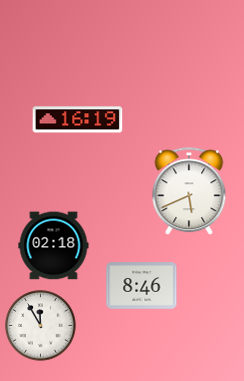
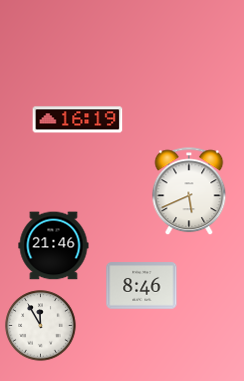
clock at (54, 246): 02:18 -> 21:46
